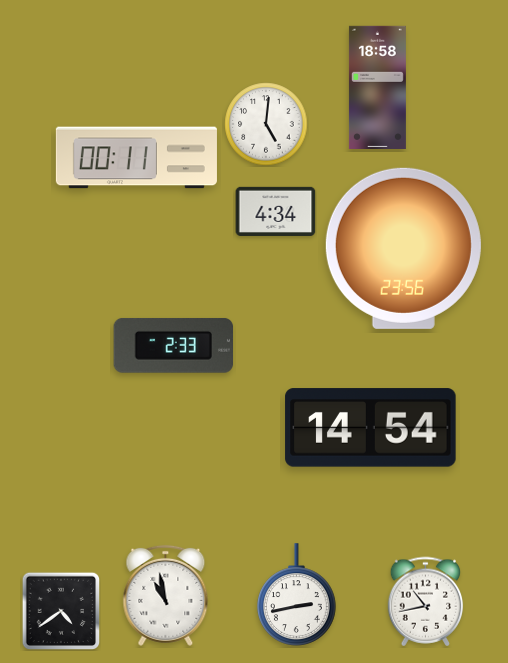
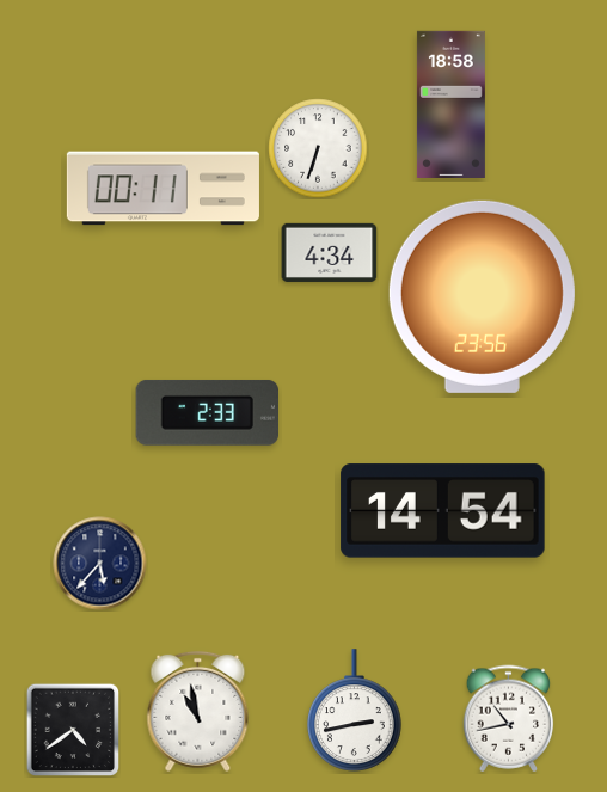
clock at (266, 124): 5:01 -> 6:33
clock at (100, 564): none -> 5:37
